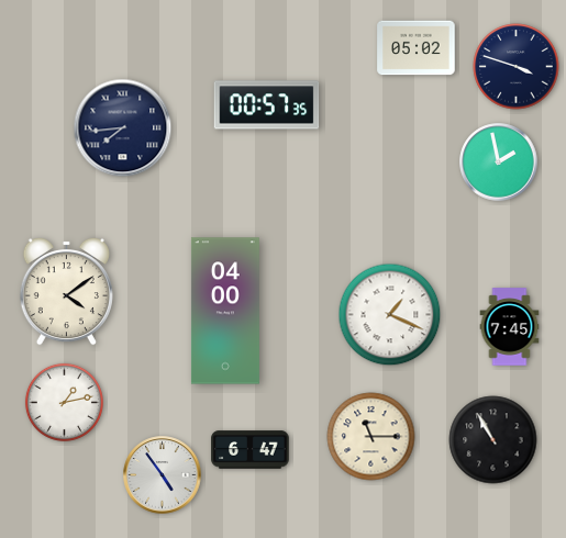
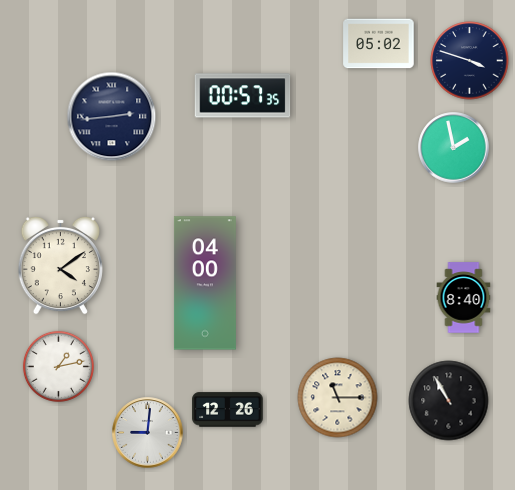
clock at (123, 128): 7:44 -> 2:44
clock at (390, 315): 1:19 -> none
clock at (510, 327): 7:45 -> 8:40
clock at (251, 450): 6:47 -> 12:26
clock at (163, 475): 4:54 -> 9:01
